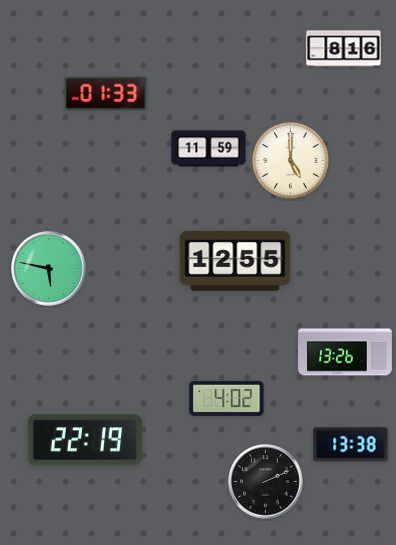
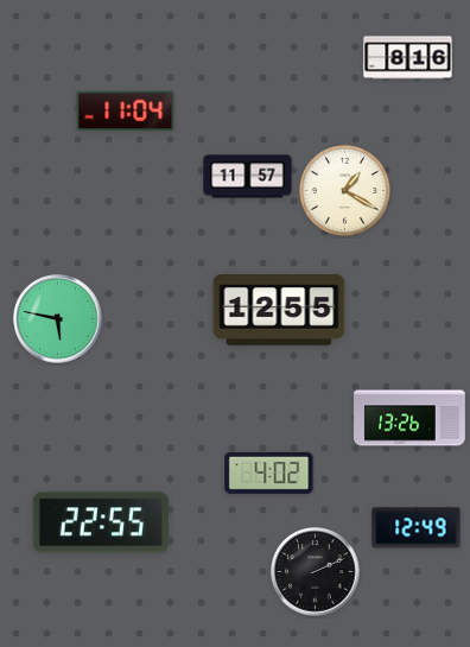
clock at (106, 93): 01:33 -> 11:04
clock at (209, 149): 11:59 -> 11:57
clock at (290, 160): 5:00 -> 1:20
clock at (85, 440): 22:19 -> 22:55
clock at (351, 445): 13:38 -> 12:49
